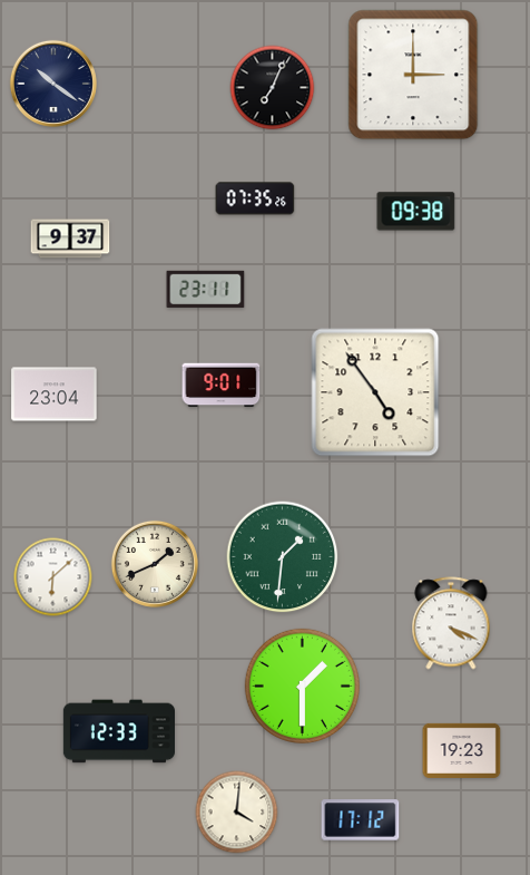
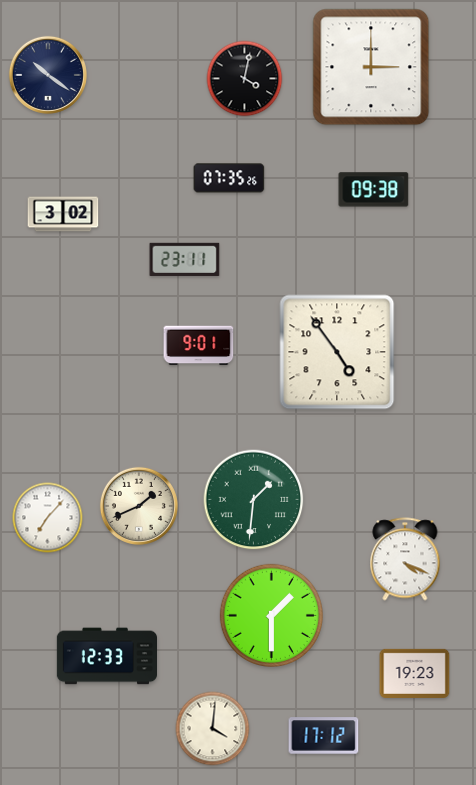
clock at (273, 88): 7:04 -> 4:02
clock at (70, 239): 9:37 -> 3:02
clock at (55, 395): 23:04 -> none
clock at (53, 577): 6:08 -> 7:07
